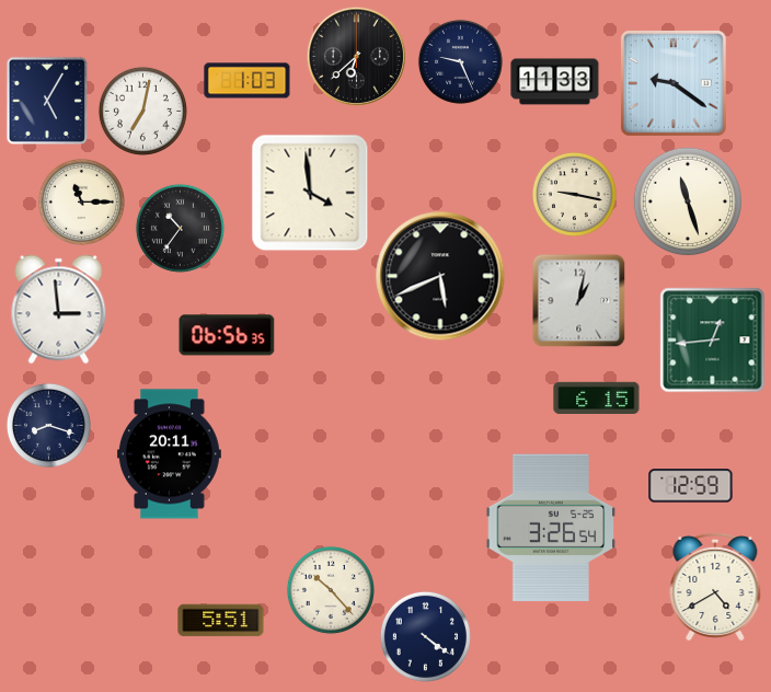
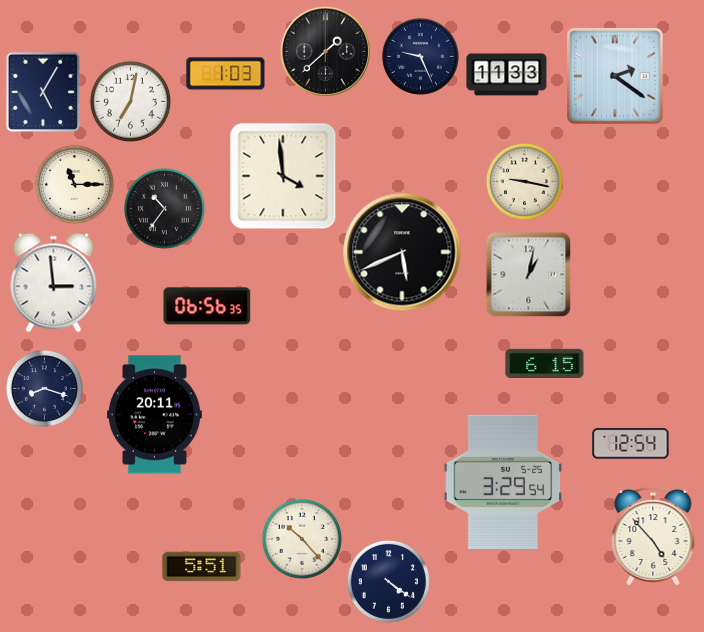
clock at (356, 56): 6:38 -> 1:38
clock at (674, 83): 9:21 -> 2:21
clock at (574, 194) position: (574, 194) -> (524, 181)
clock at (688, 201): 11:27 -> none
clock at (713, 341): 12:44 -> none
clock at (691, 486): 12:59 -> 12:54
clock at (551, 528): 3:26 -> 3:29
clock at (715, 587): 4:40 -> 4:53
